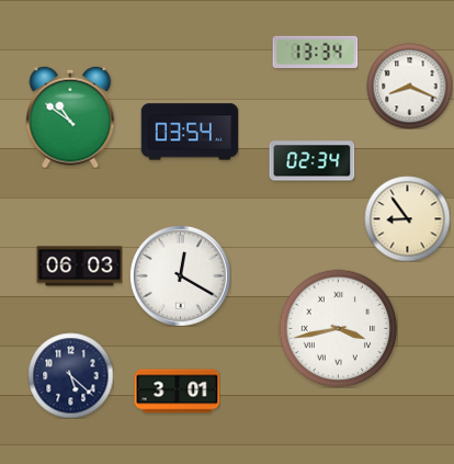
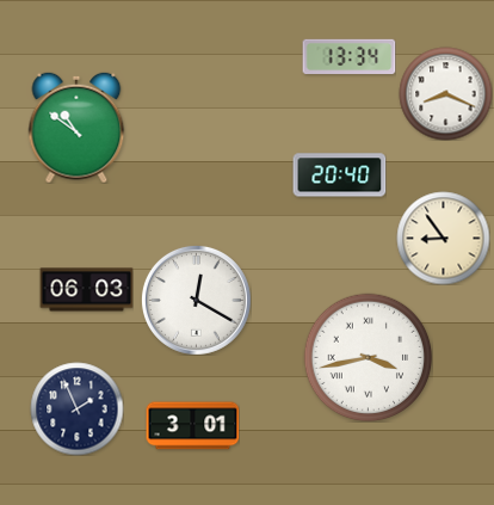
clock at (315, 53) position: (315, 53) -> (348, 57)
clock at (190, 132): 03:54 -> none
clock at (311, 161): 02:34 -> 20:40
clock at (70, 375): 5:22 -> 1:56
